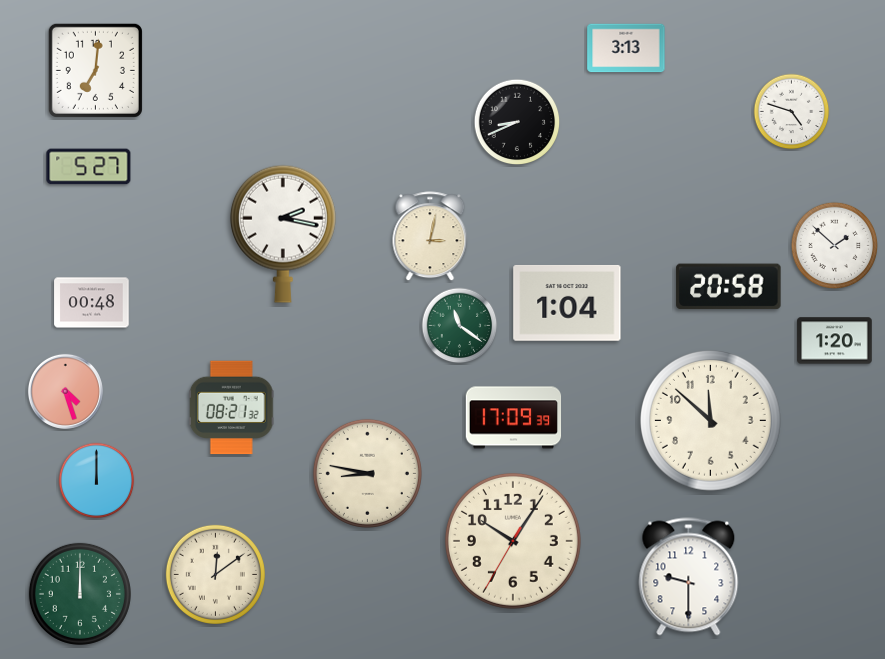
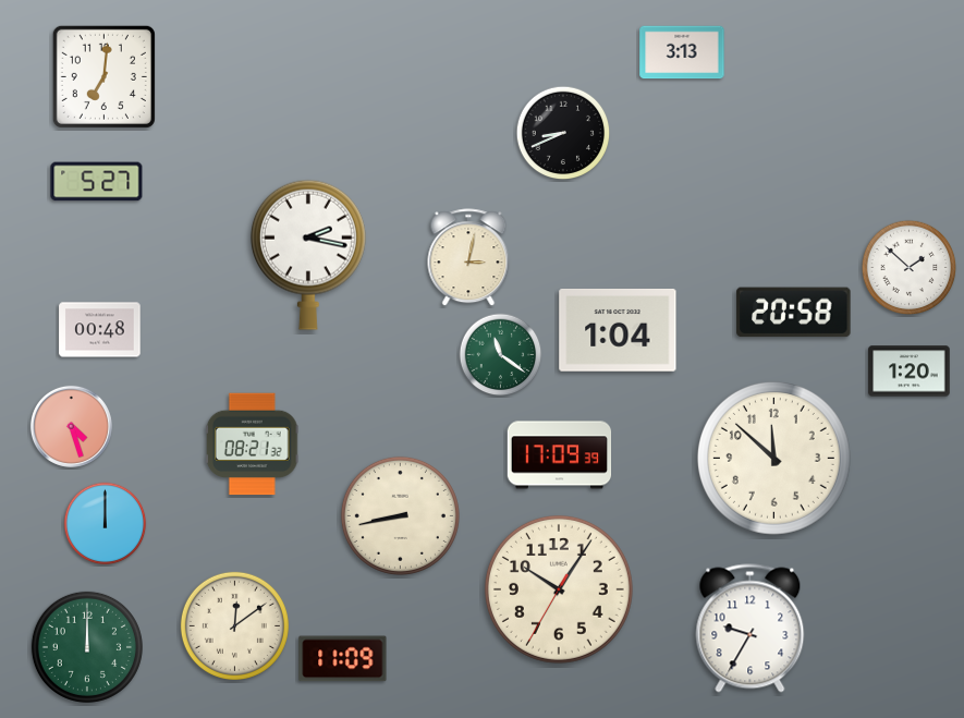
clock at (792, 112): 4:48 -> none
clock at (367, 473): 8:47 -> 8:43
clock at (689, 577): 9:30 -> 9:35
clock at (343, 659): none -> 11:09
